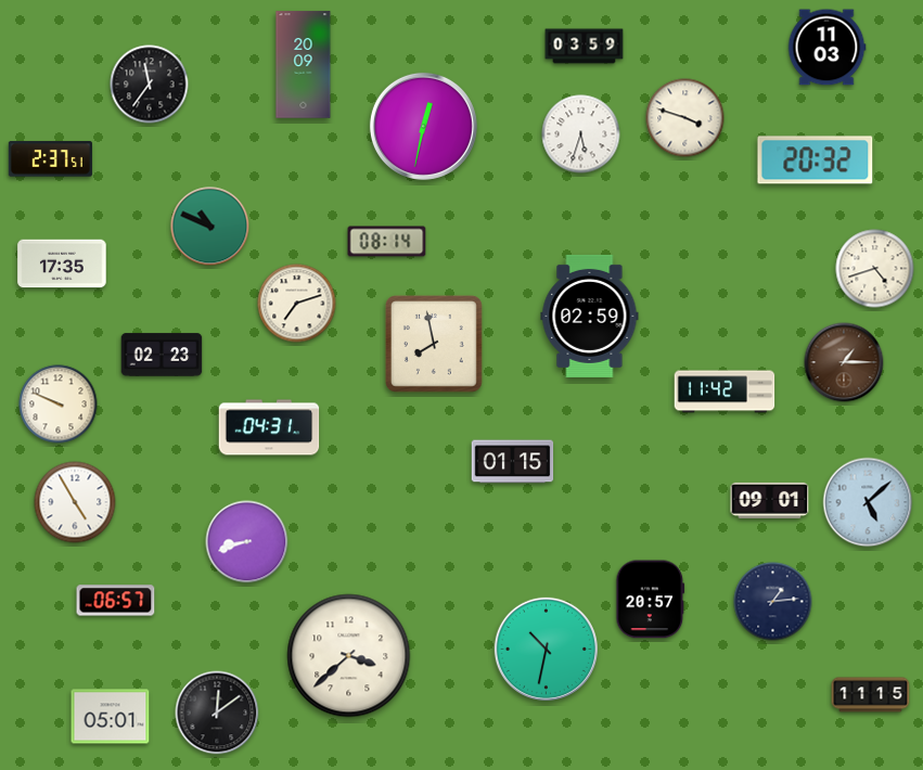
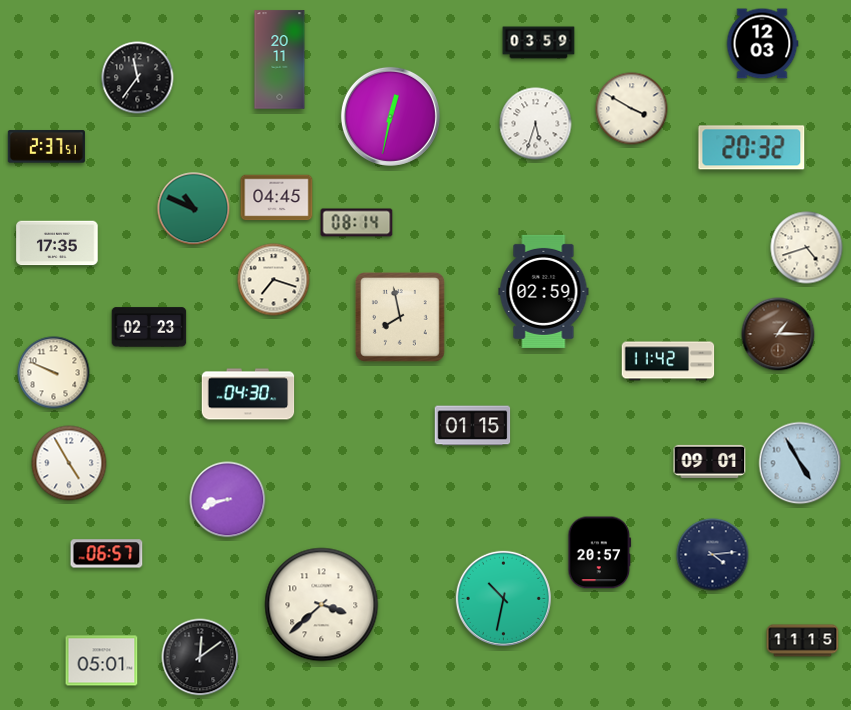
clock at (826, 48): 11:03 -> 12:03
clock at (304, 65): 20:09 -> 20:11
clock at (685, 118): 3:48 -> 3:50
clock at (277, 198): none -> 04:45
clock at (297, 304): 7:12 -> 7:18
clock at (269, 427): 04:31 -> 04:30
clock at (868, 502): 5:08 -> 4:55
clock at (773, 602): 1:14 -> 4:14
